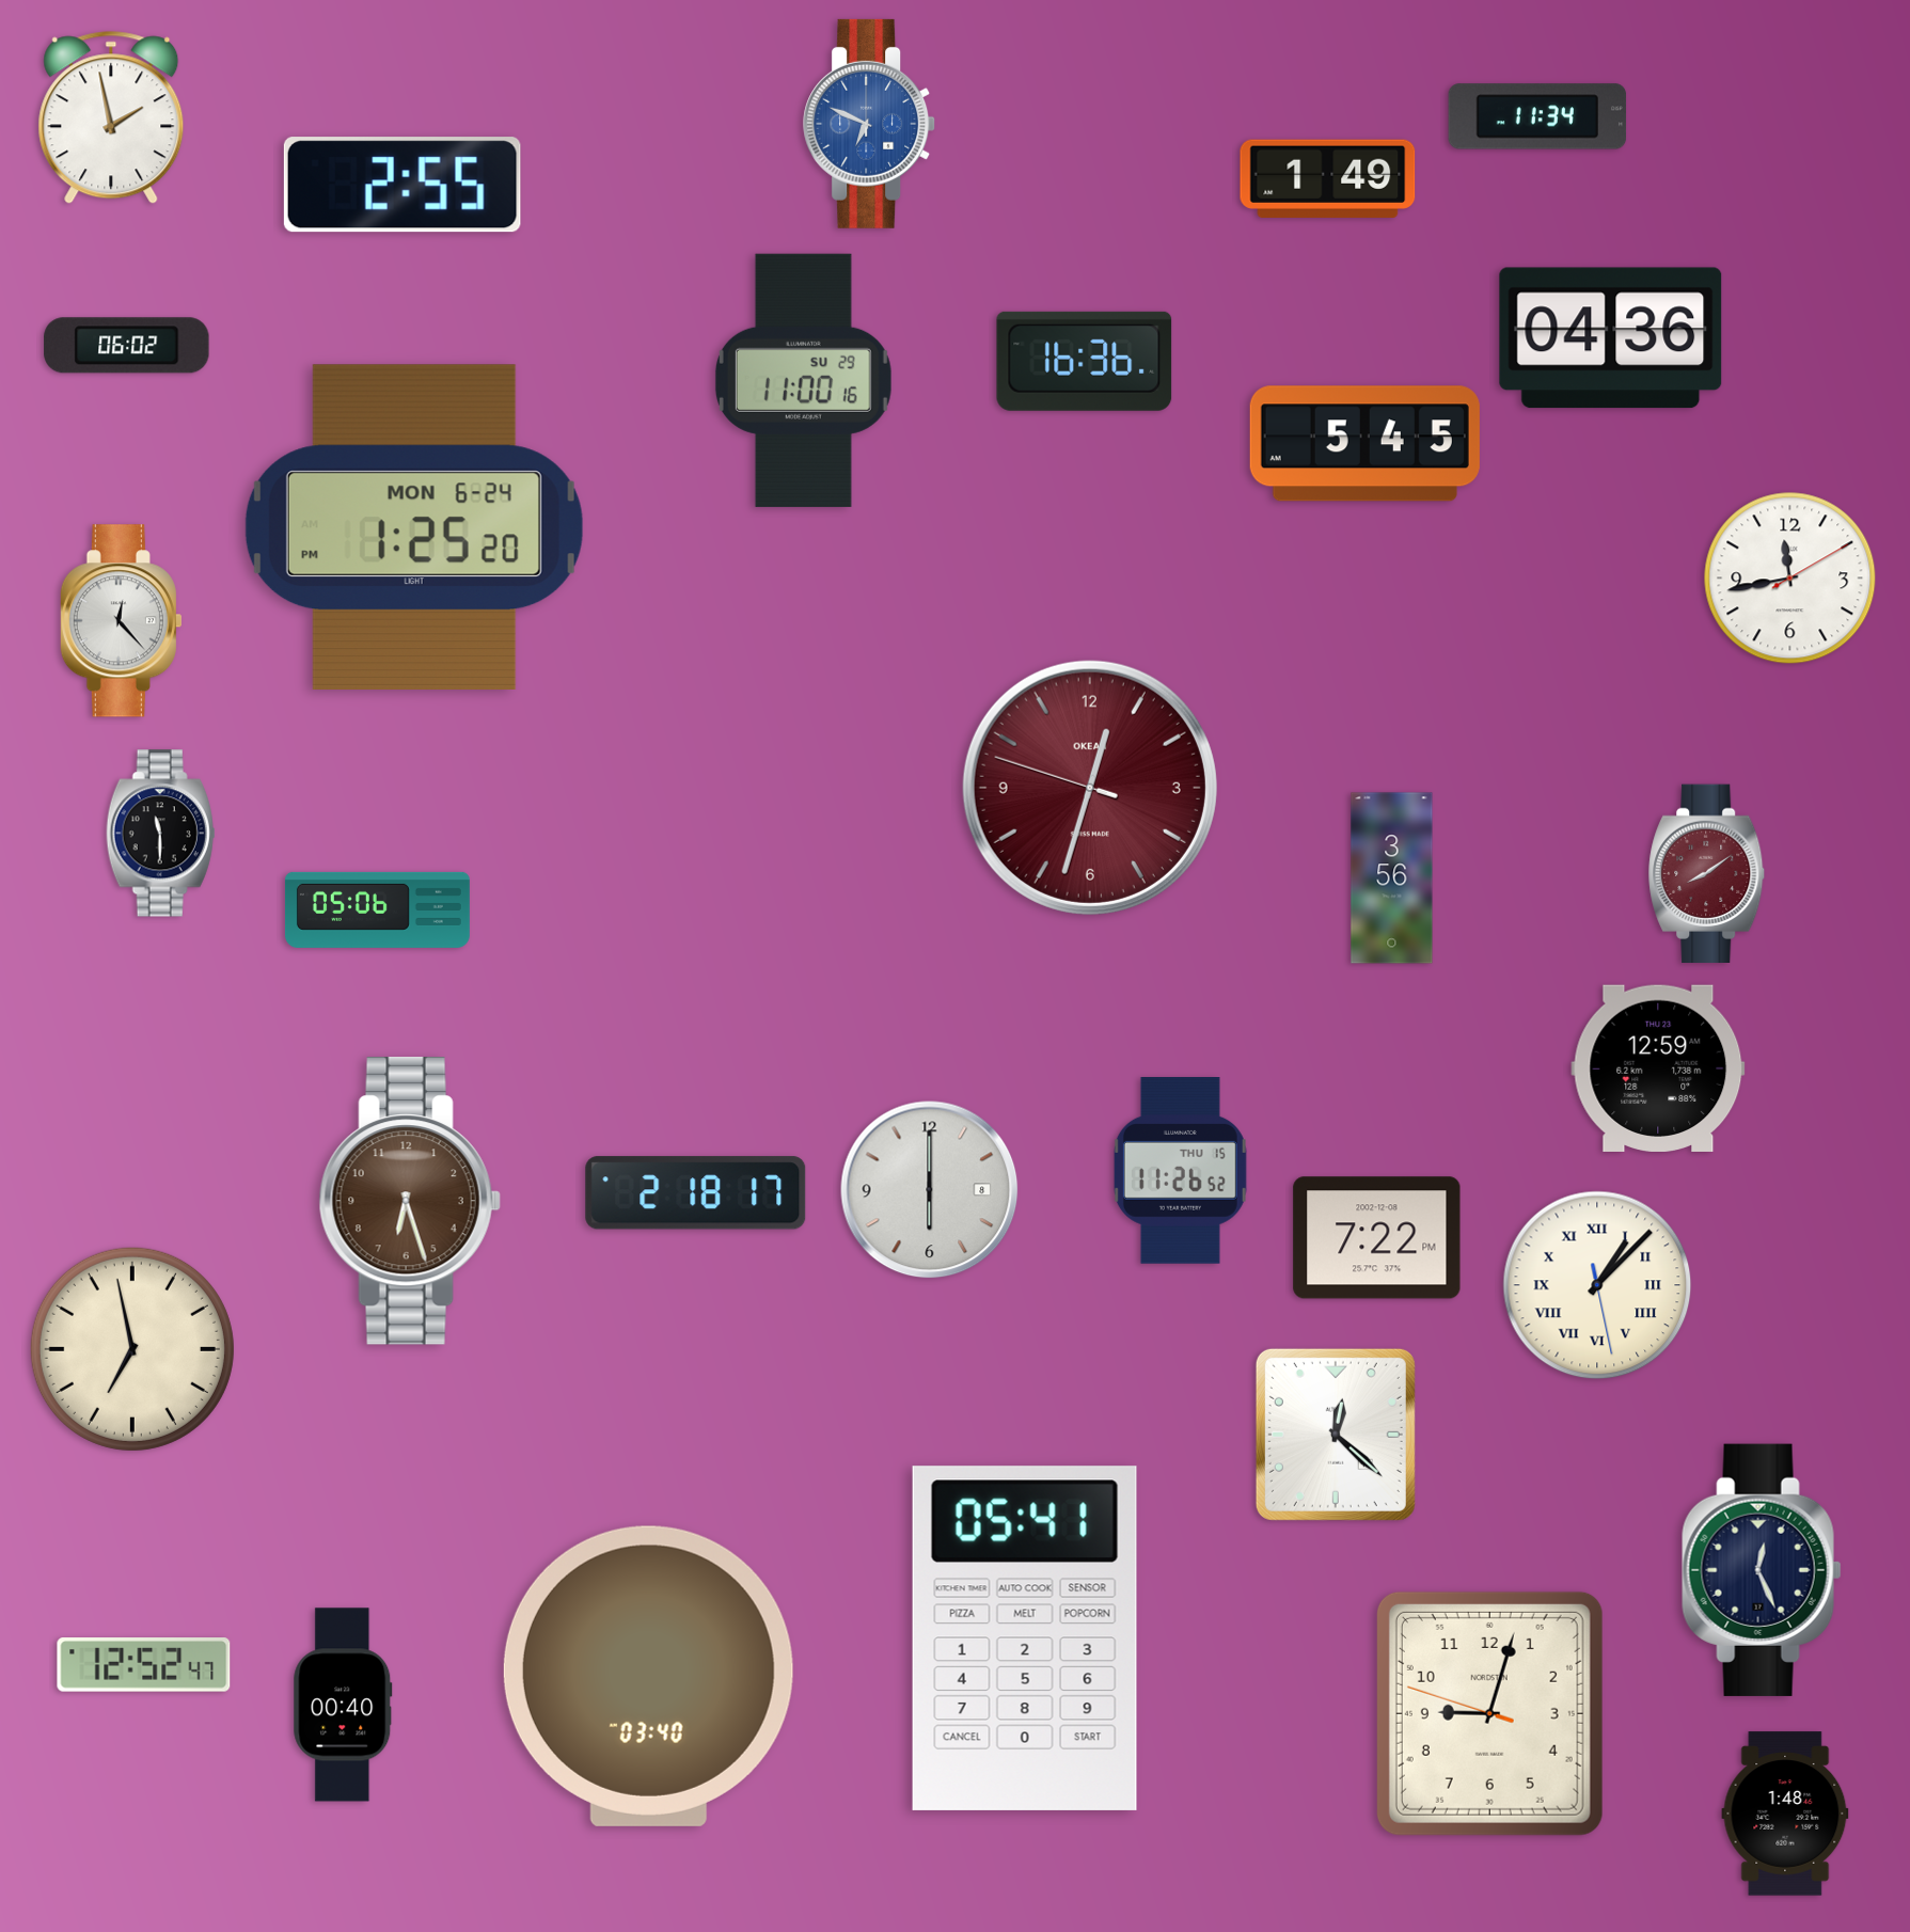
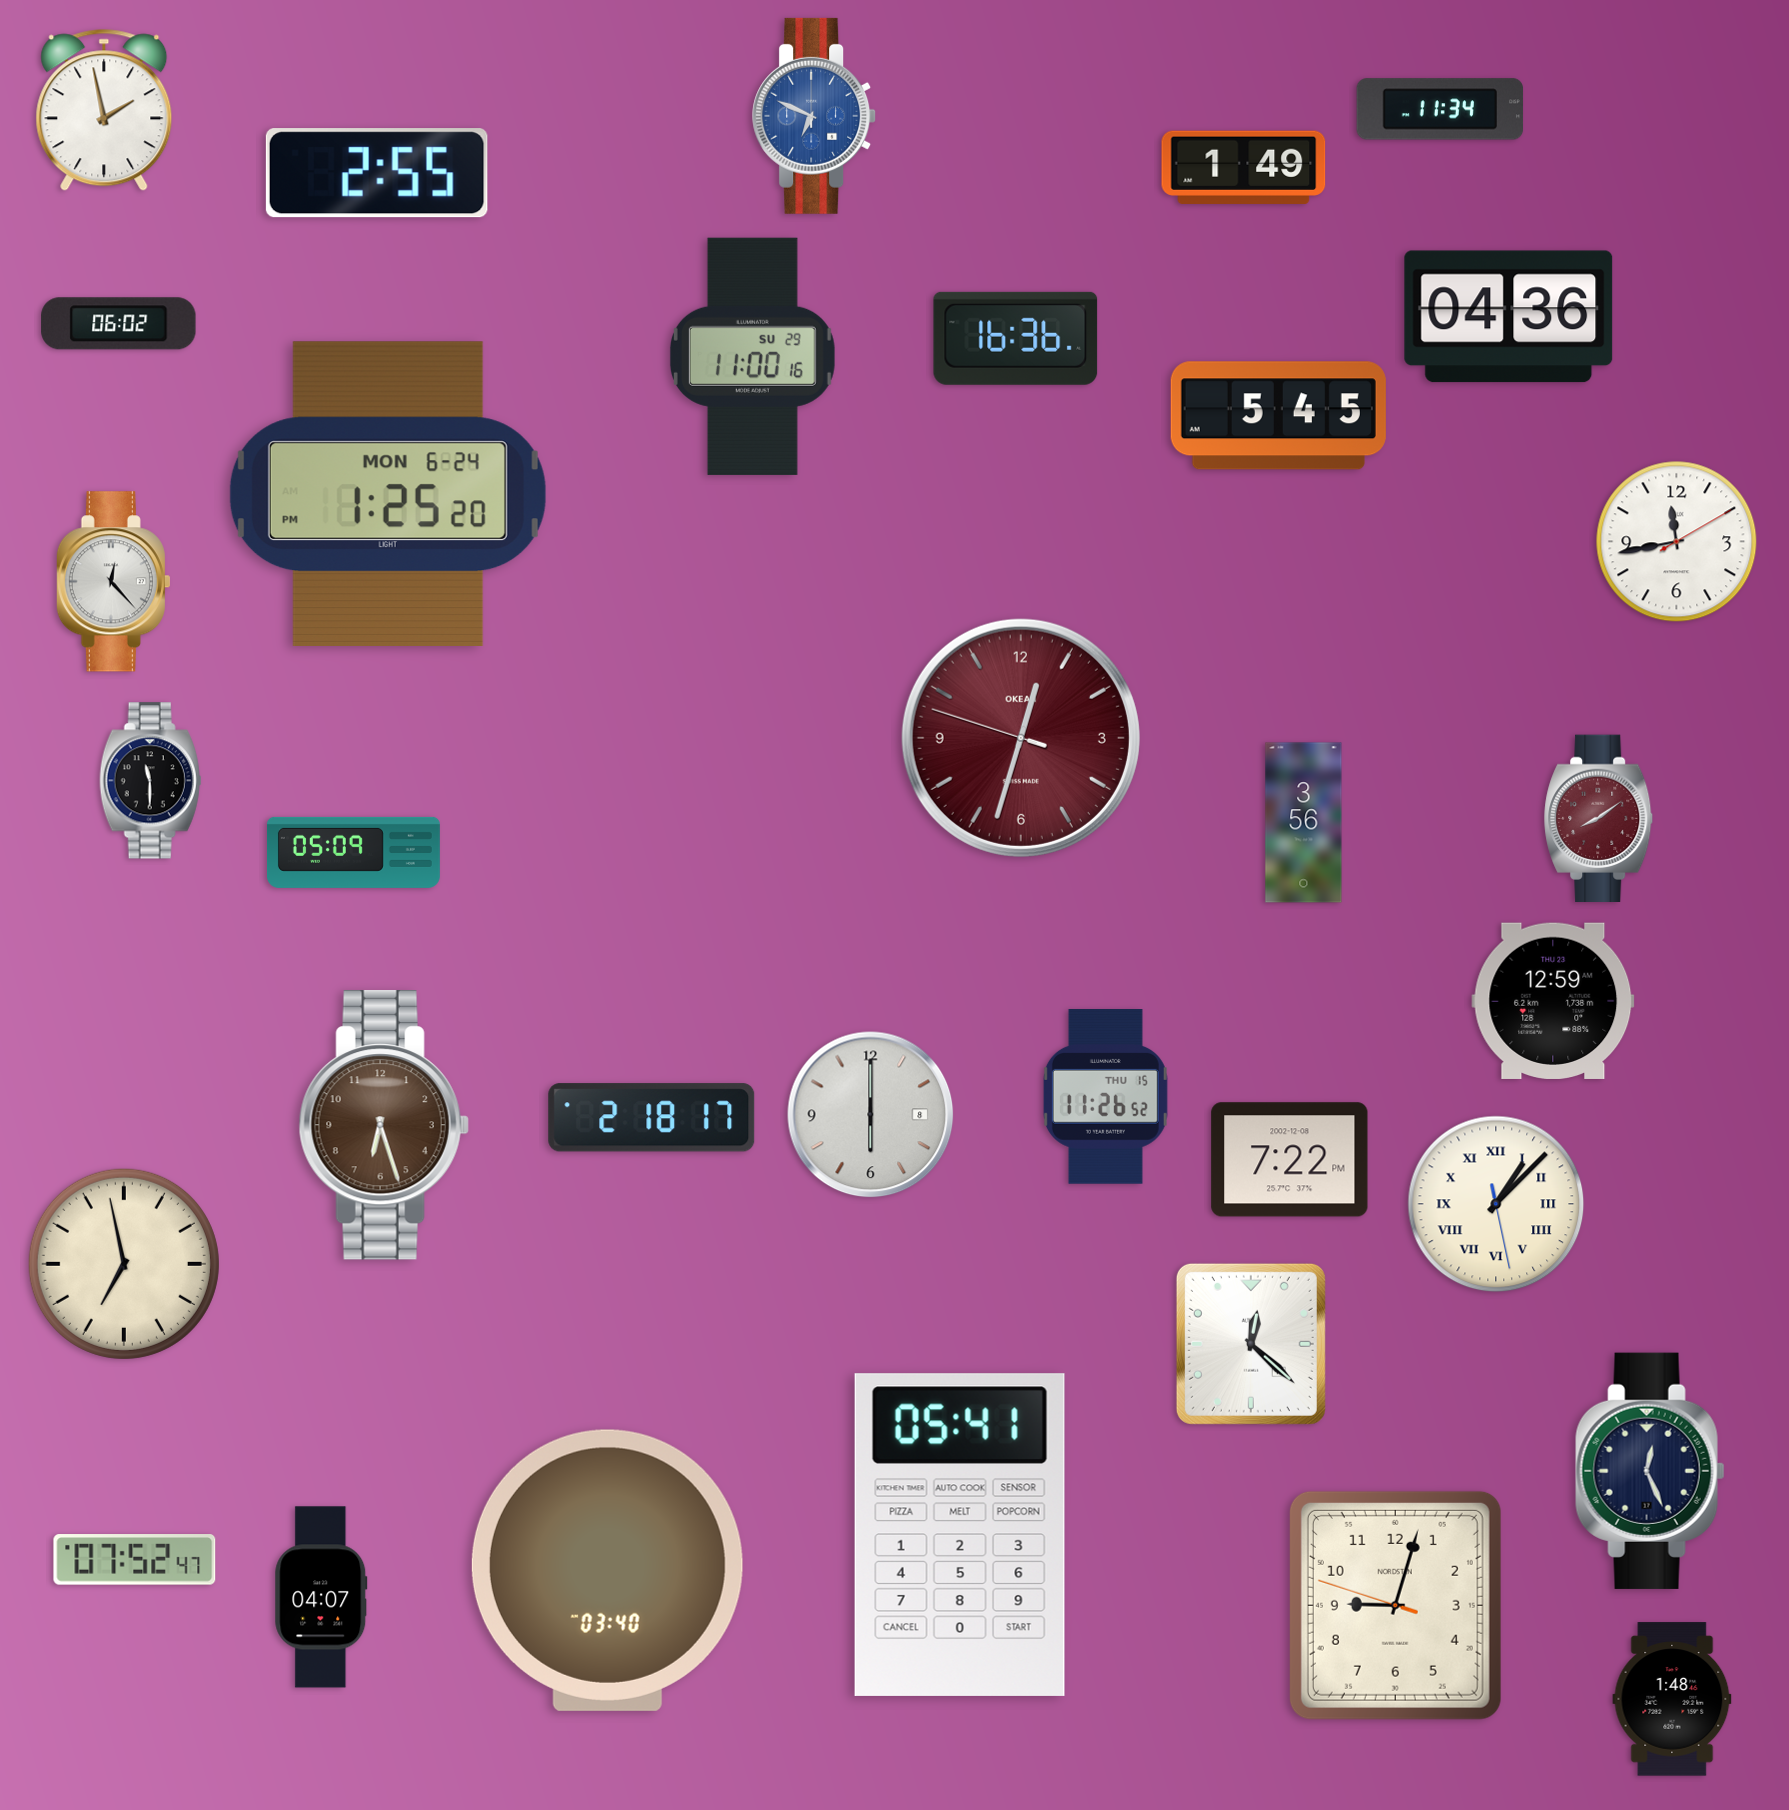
clock at (377, 909): 05:06 -> 05:09
clock at (144, 1665): 12:52 -> 07:52
clock at (343, 1705): 00:40 -> 04:07
